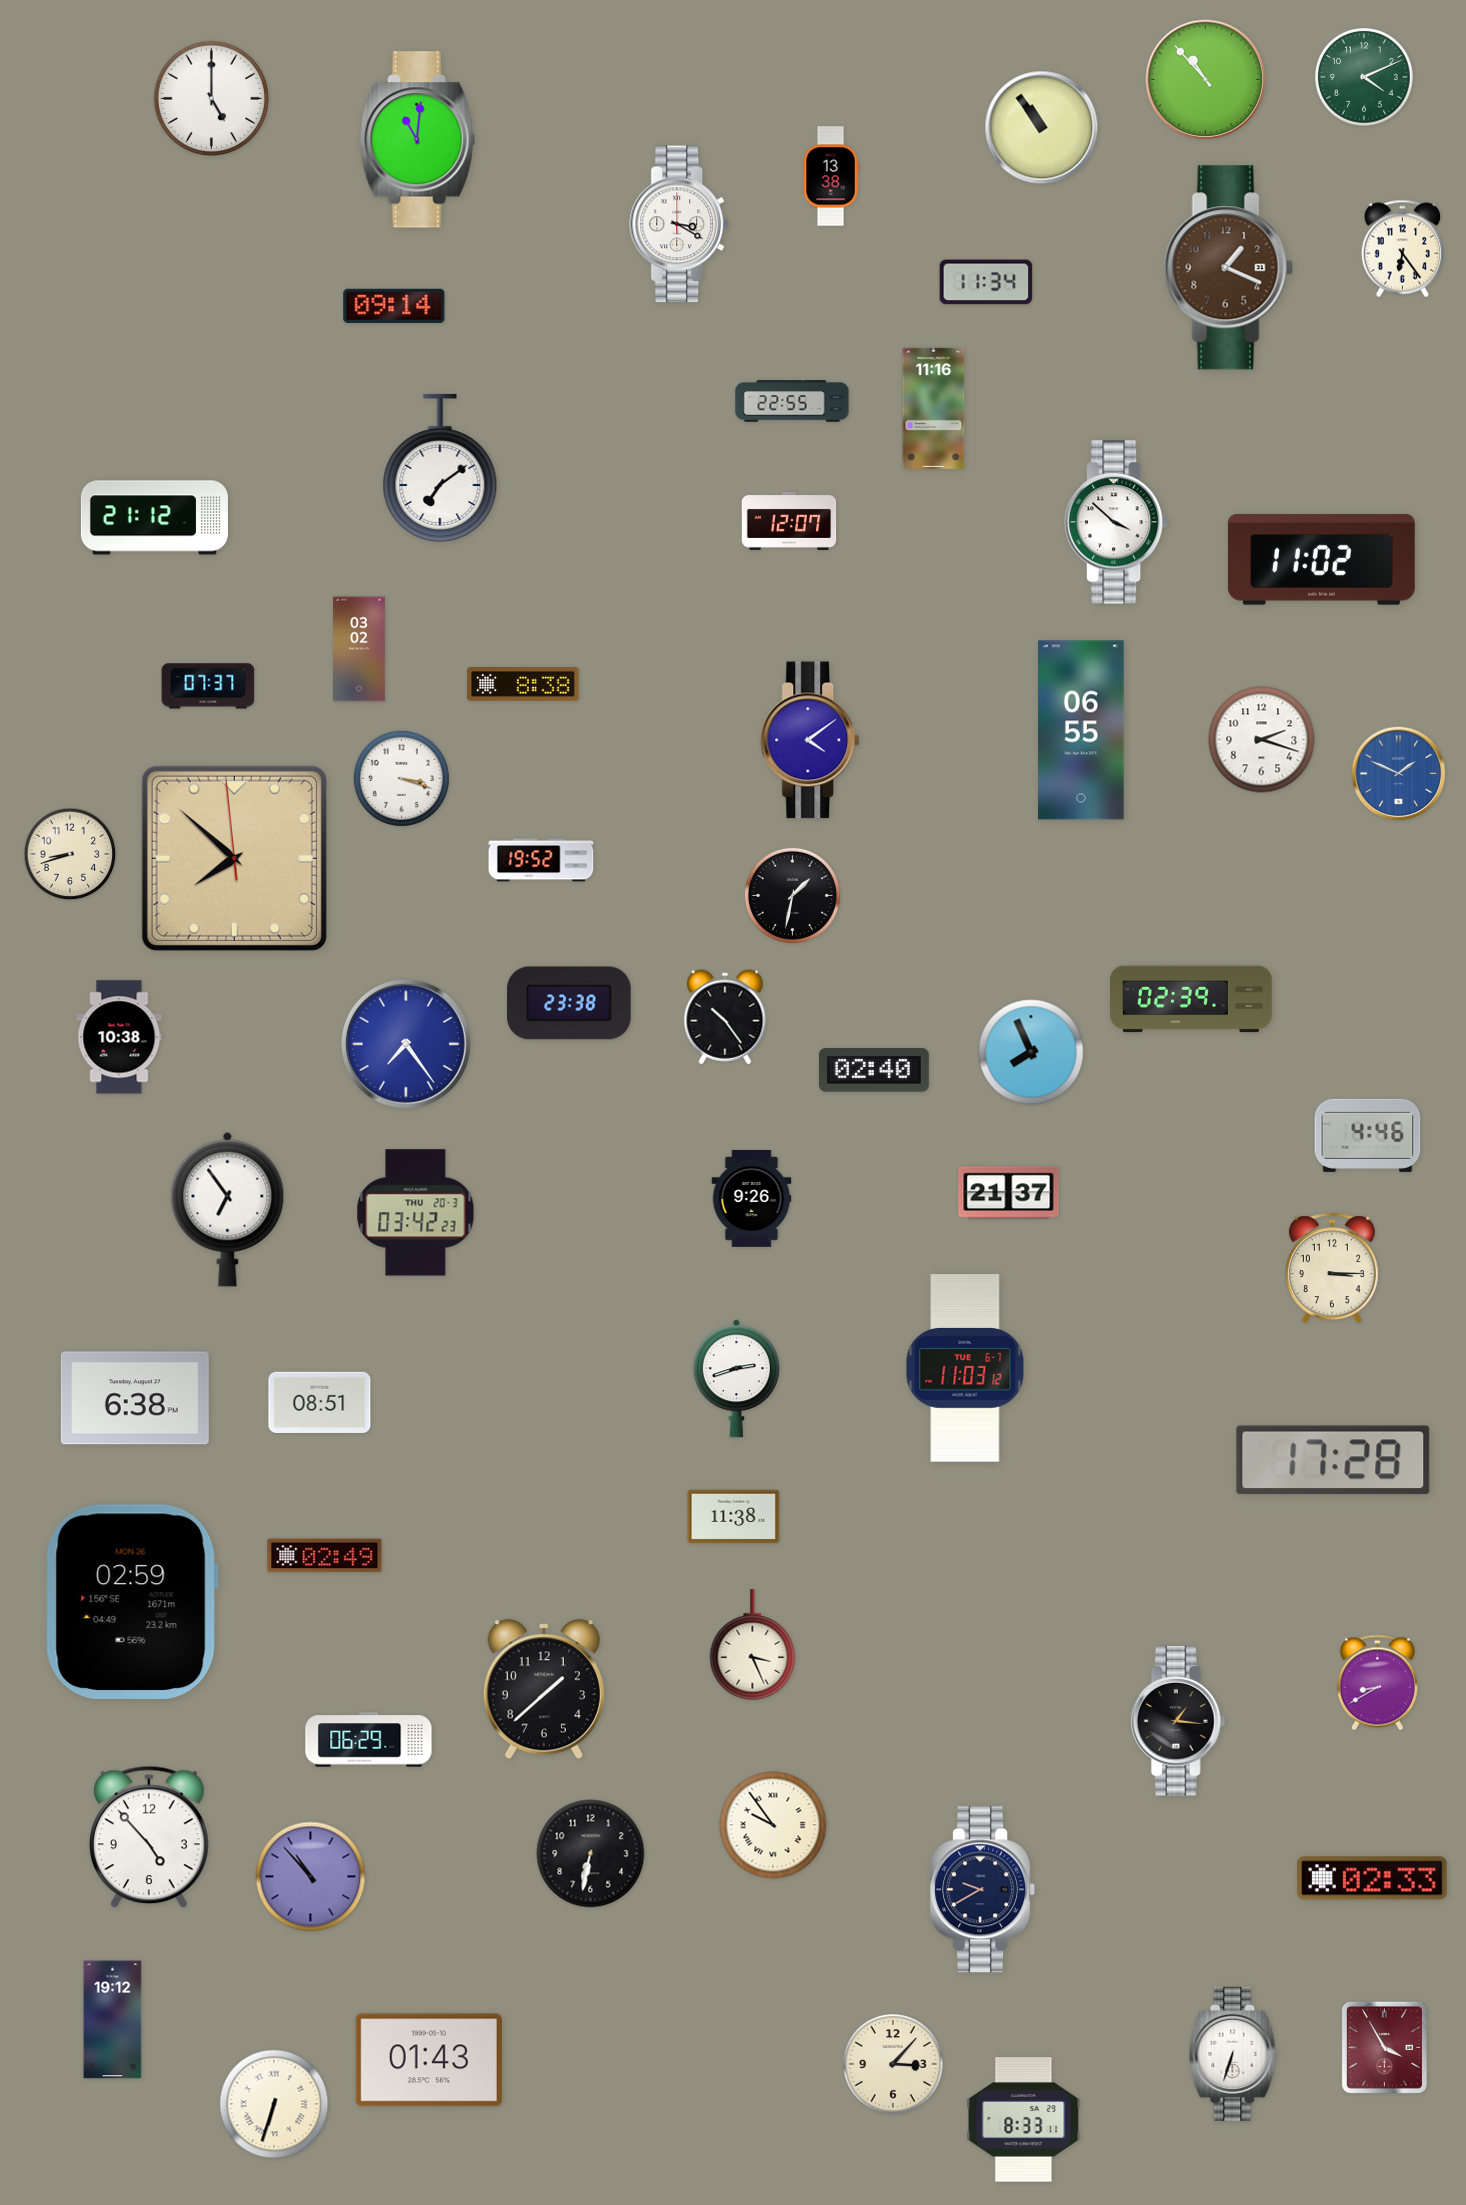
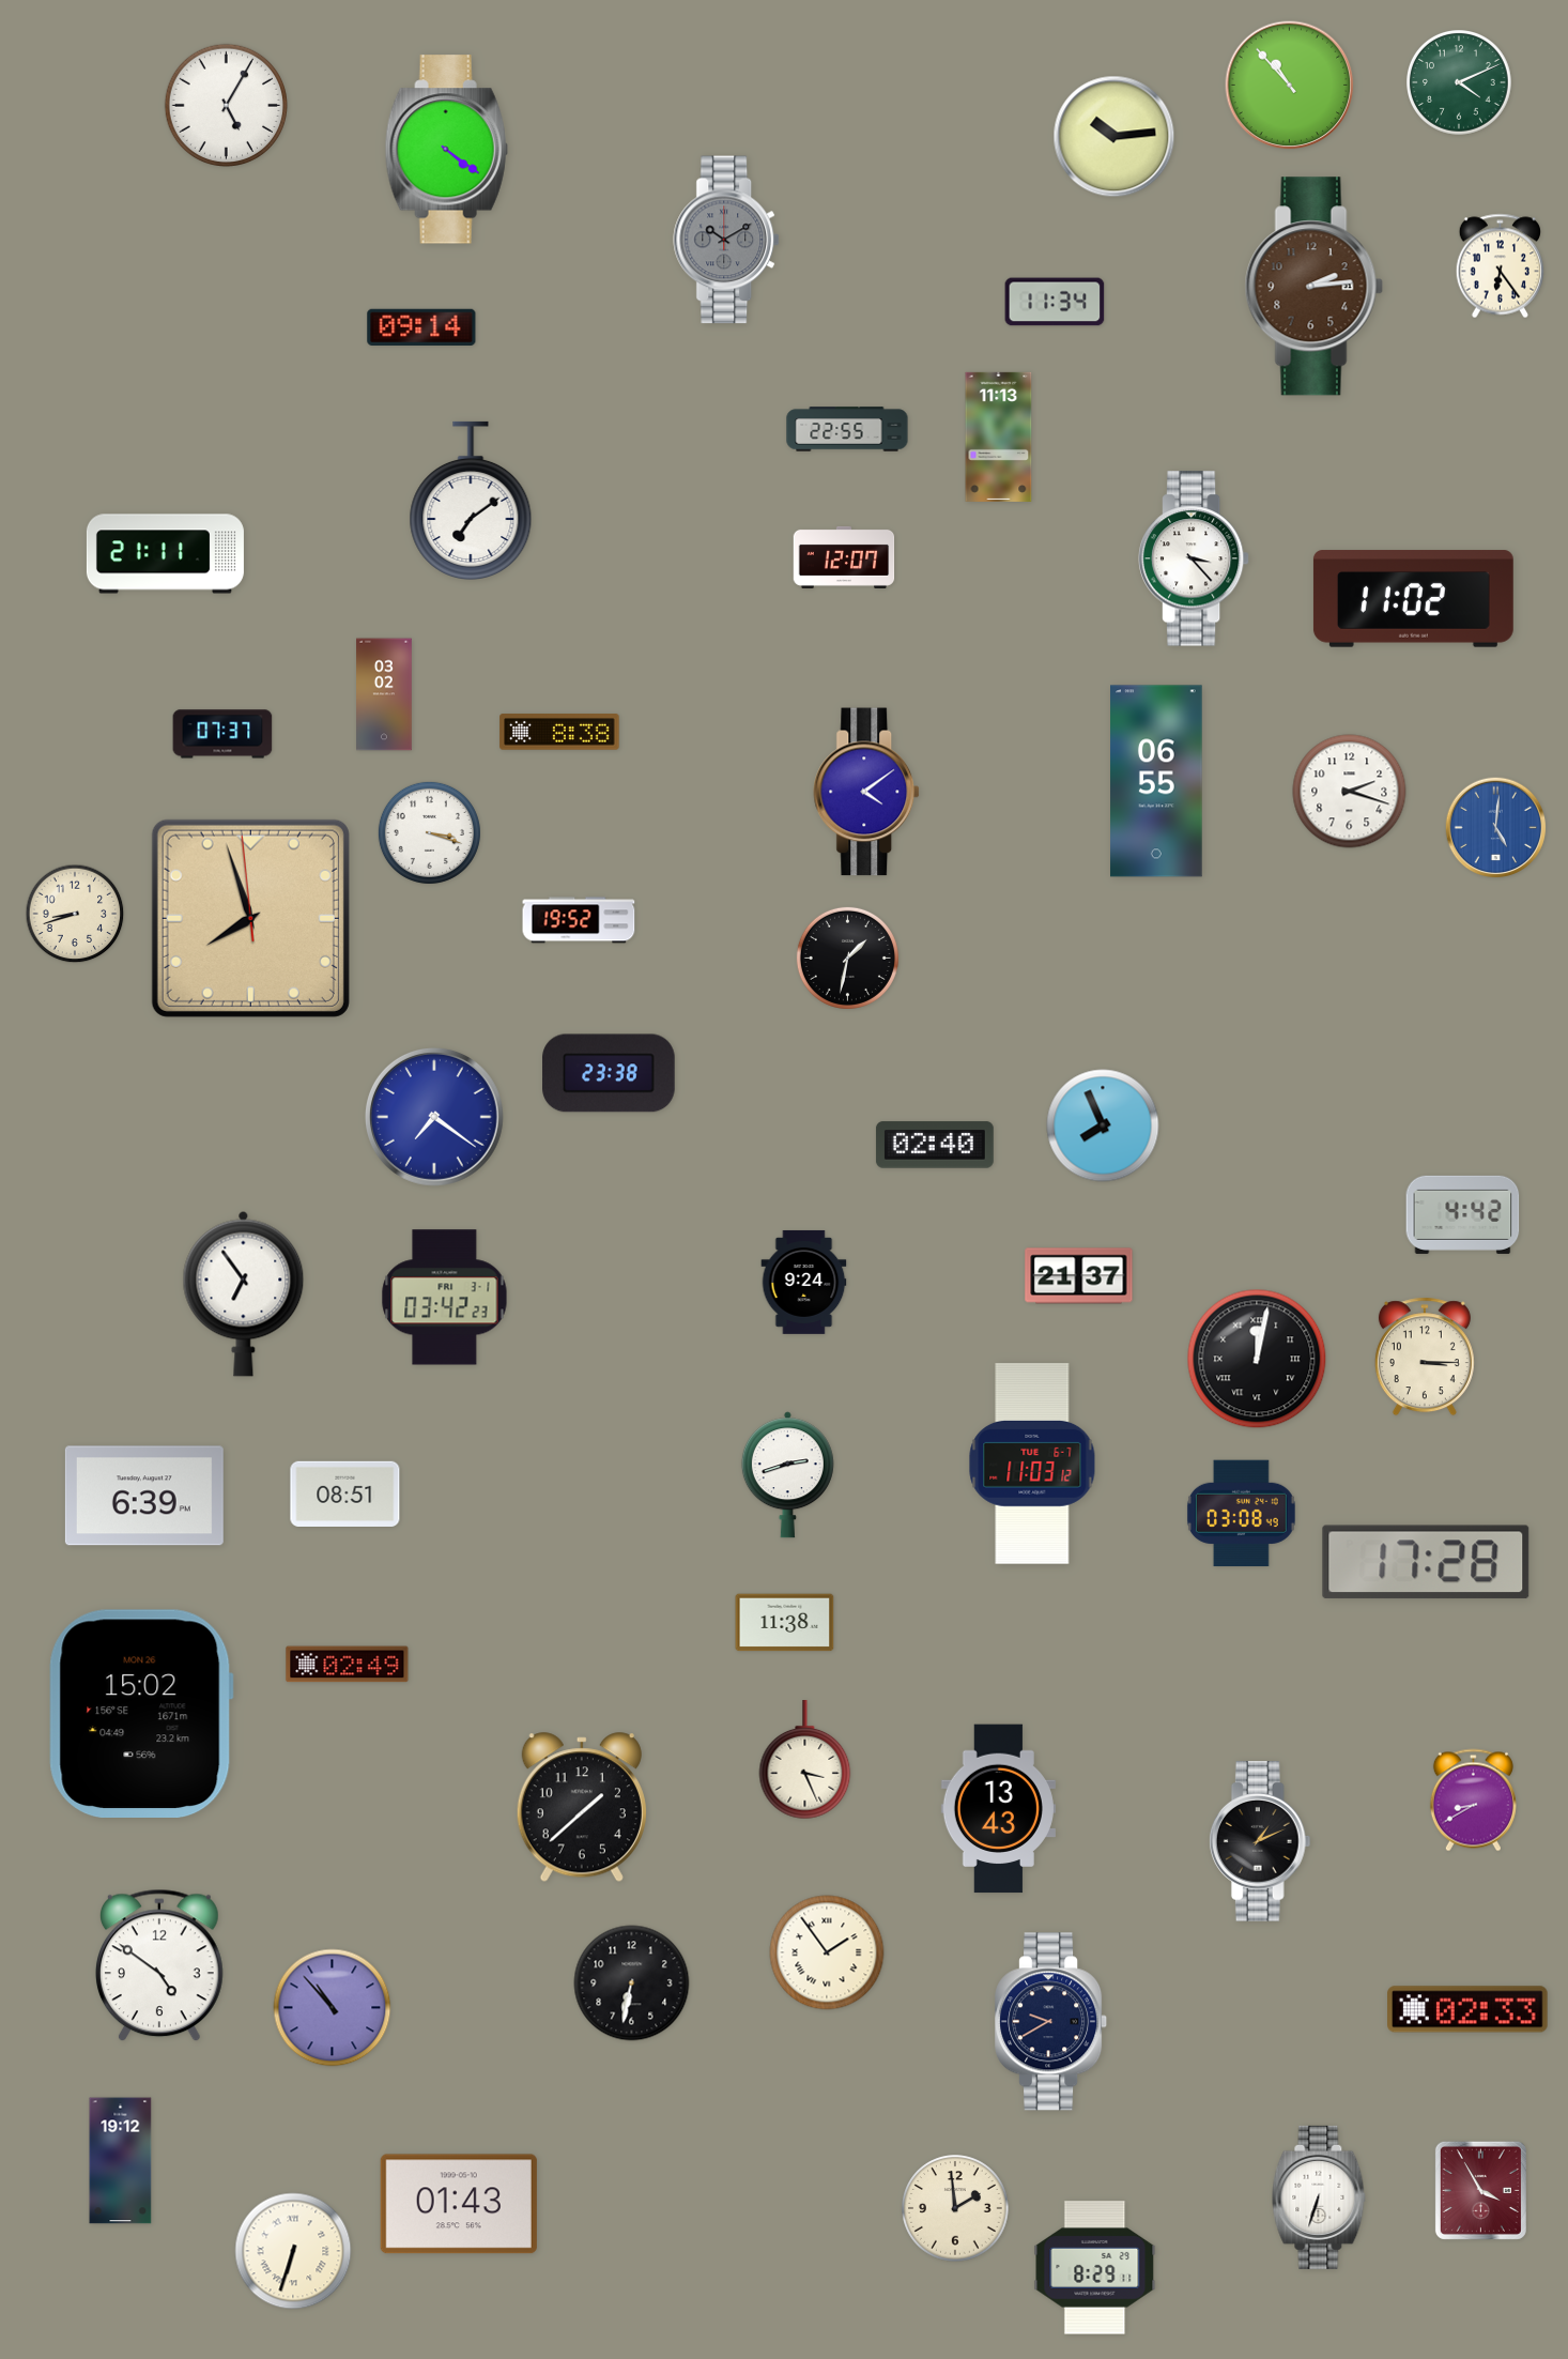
clock at (211, 98): 5:00 -> 5:05
clock at (1042, 128): 10:54 -> 10:14
clock at (417, 140): 11:01 -> 4:21
clock at (831, 176): 13:38 -> none
clock at (680, 224): 3:20 -> 10:10
clock at (680, 224) dial: white -> grey
clock at (1228, 268): 1:19 -> 2:14
clock at (934, 408): 11:16 -> 11:13
clock at (154, 518): 21:12 -> 21:11
clock at (1116, 522): 3:52 -> 3:23
clock at (1399, 774): 1:49 -> 5:01
clock at (234, 858): 7:51 -> 7:56
clock at (1191, 999): 02:39 -> none
clock at (725, 1017): 10:24 -> none
clock at (119, 1037): 10:38 -> none
clock at (406, 1044): 7:24 -> 7:21
clock at (1368, 1135): 4:46 -> 4:42
clock at (752, 1198): 9:26 -> 9:24
clock at (416, 1213) date: THU 20-3 -> FRI 3-1
clock at (1257, 1359): none -> 12:02
clock at (135, 1398): 6:38 -> 6:39
clock at (320, 1402) position: (320, 1402) -> (345, 1493)
clock at (1241, 1514): none -> 03:08
clock at (132, 1601): 02:59 -> 15:02
clock at (998, 1809): none -> 13:43
clock at (1178, 1721): 1:16 -> 1:11
clock at (369, 1740): 06:29 -> none
clock at (773, 1825): 9:54 -> 1:54
clock at (149, 1837): 4:53 -> 4:51
clock at (893, 2064): 3:07 -> 1:59
clock at (1024, 2120): 8:33 -> 8:29
